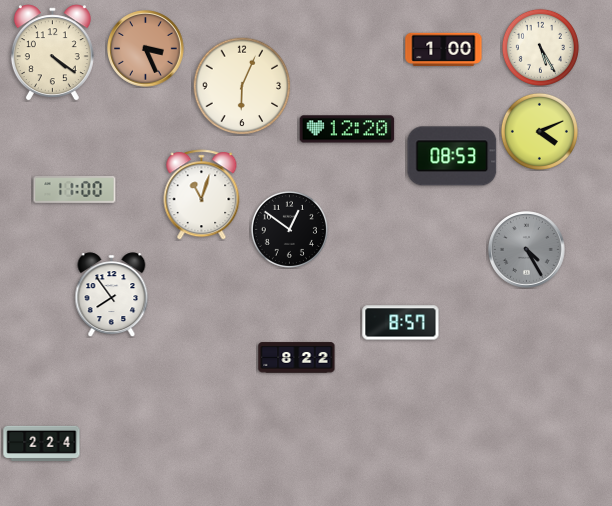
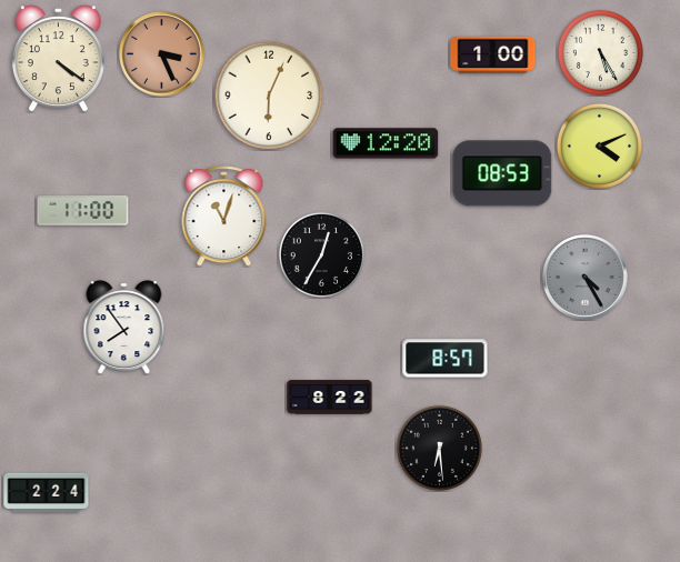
clock at (289, 229): 12:51 -> 12:35
clock at (439, 448): none -> 6:29
